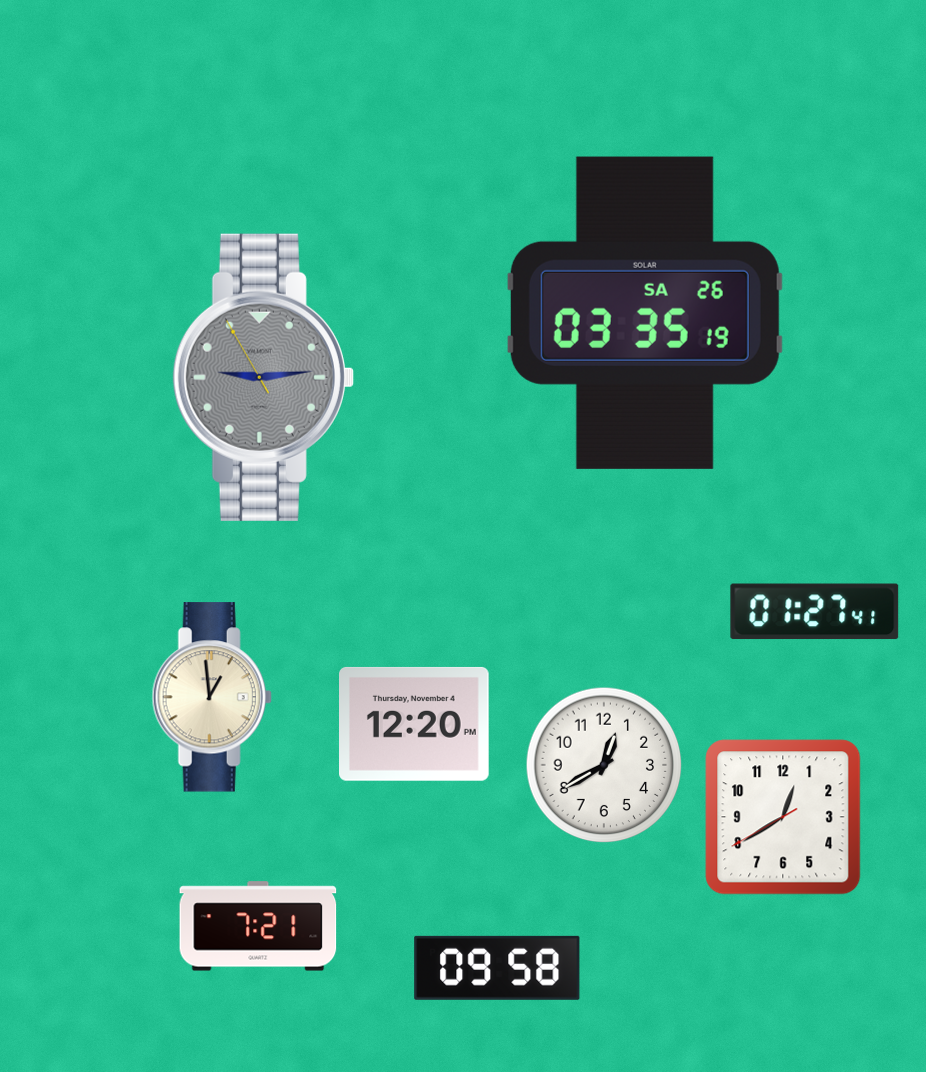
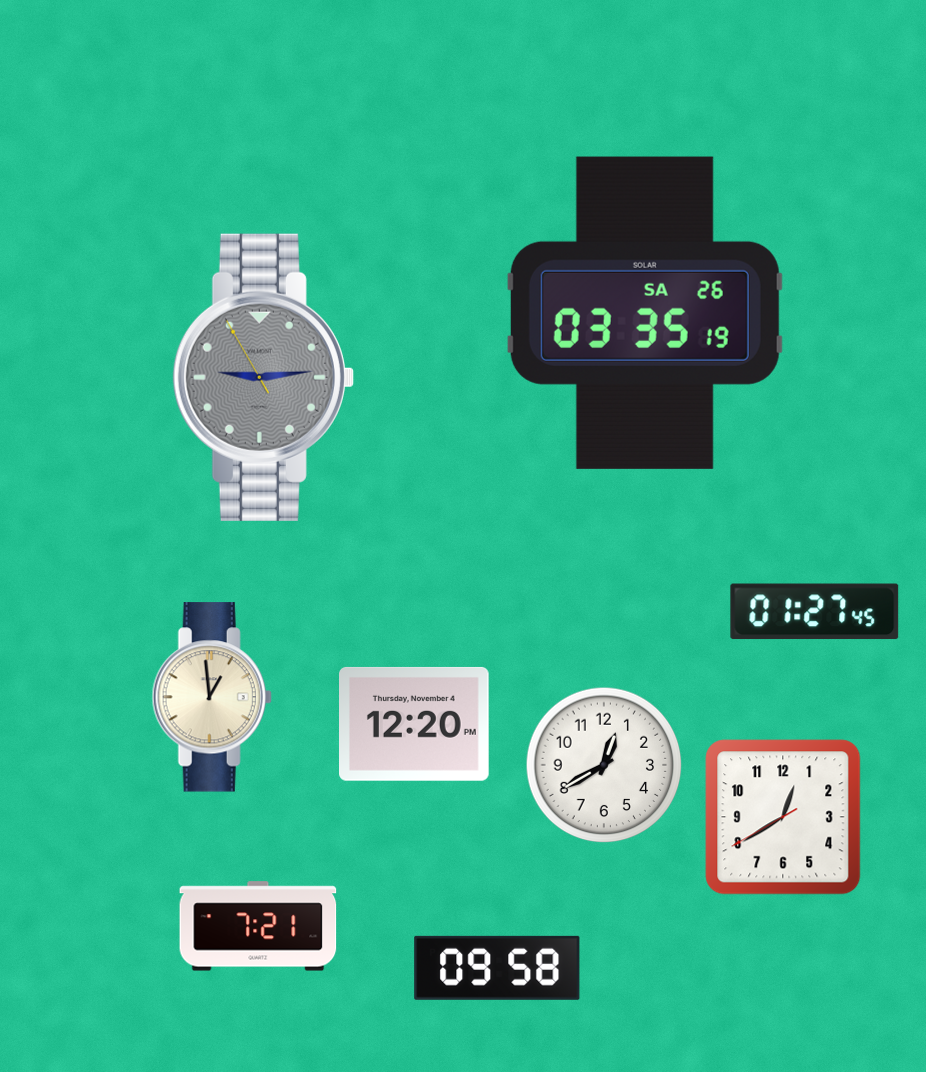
clock at (815, 612): 01:27:41 -> 01:27:45
